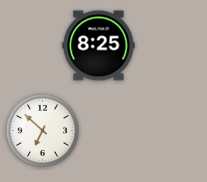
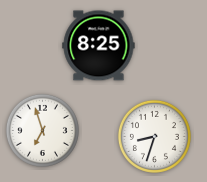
clock at (42, 130): 6:52 -> 6:57
clock at (154, 136): none -> 8:33
